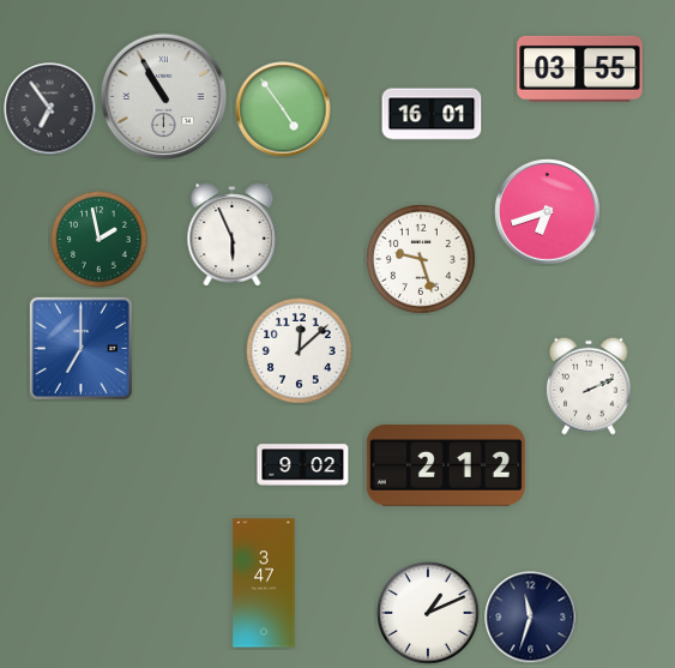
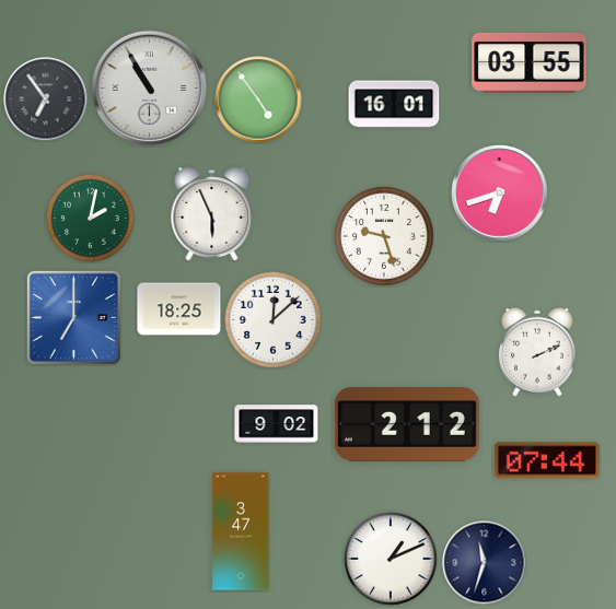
clock at (100, 240): 1:58 -> 2:02
clock at (179, 309): none -> 18:25
clock at (547, 460): none -> 07:44
